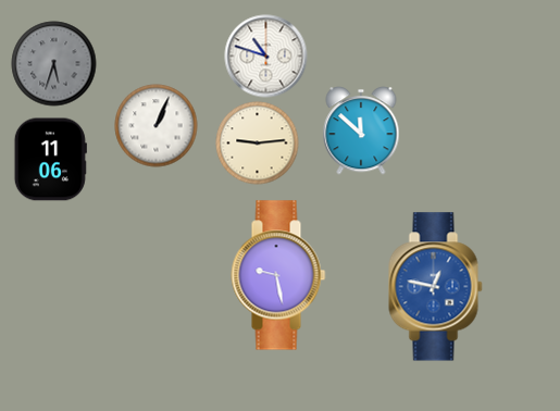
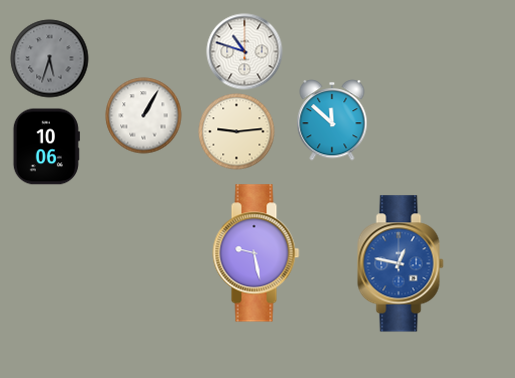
clock at (157, 126): 1:04 -> 1:05
clock at (50, 160): 11:06 -> 10:06
